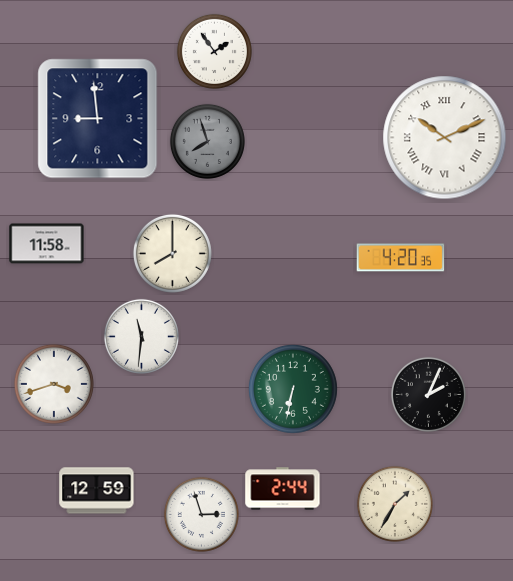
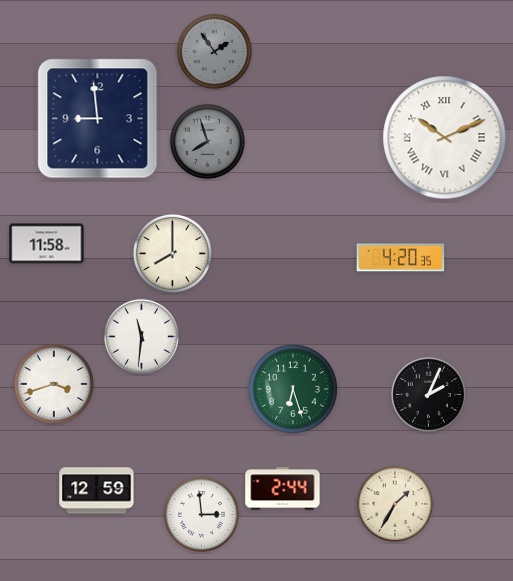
clock at (214, 51) dial: white -> grey
clock at (293, 389): 6:32 -> 6:27
clock at (201, 514): 2:57 -> 2:59
